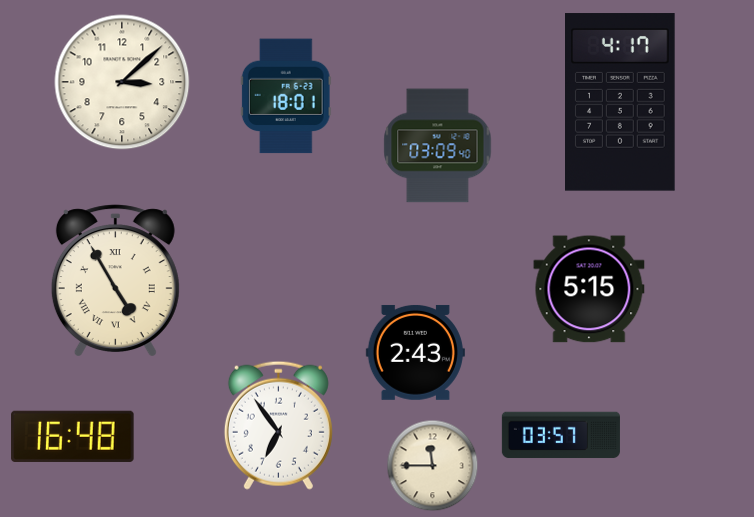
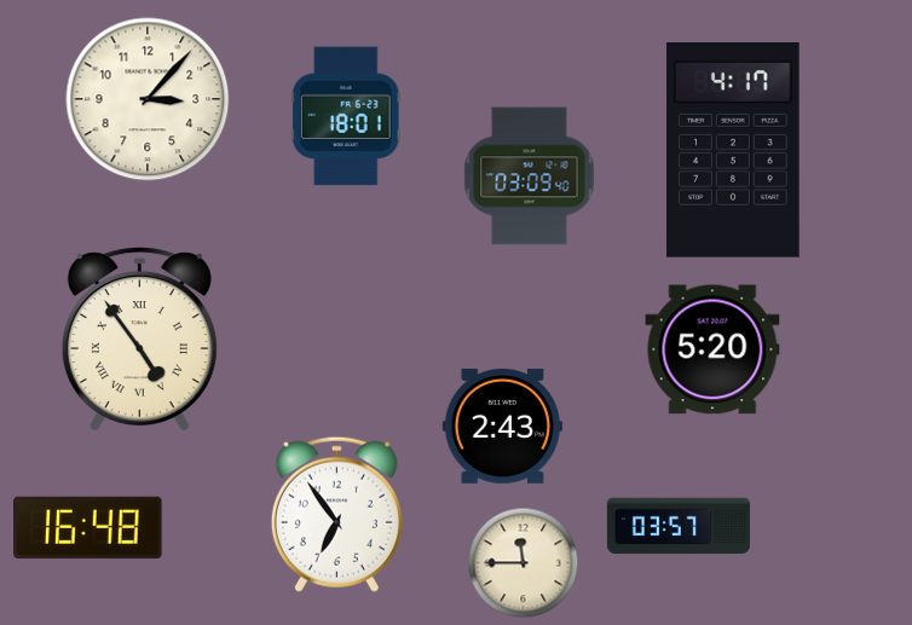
clock at (122, 82): 3:08 -> 3:07
clock at (621, 102) position: (621, 102) -> (734, 150)
clock at (115, 280): 4:55 -> 4:54
clock at (589, 289): 5:15 -> 5:20
